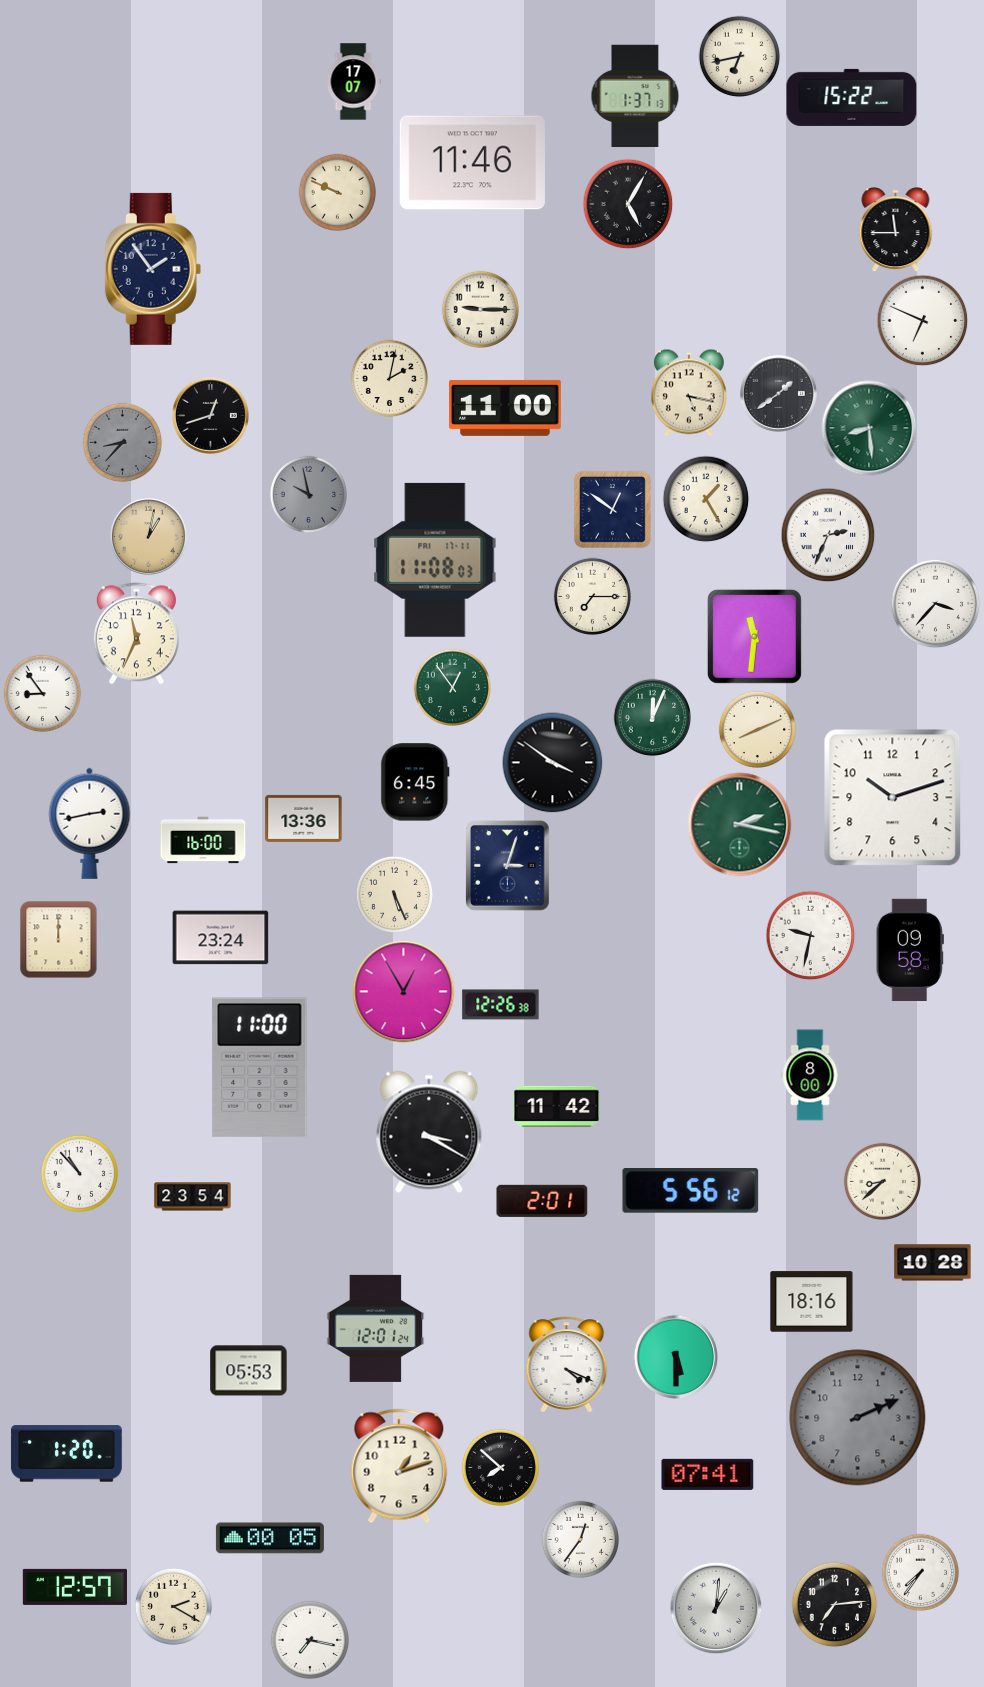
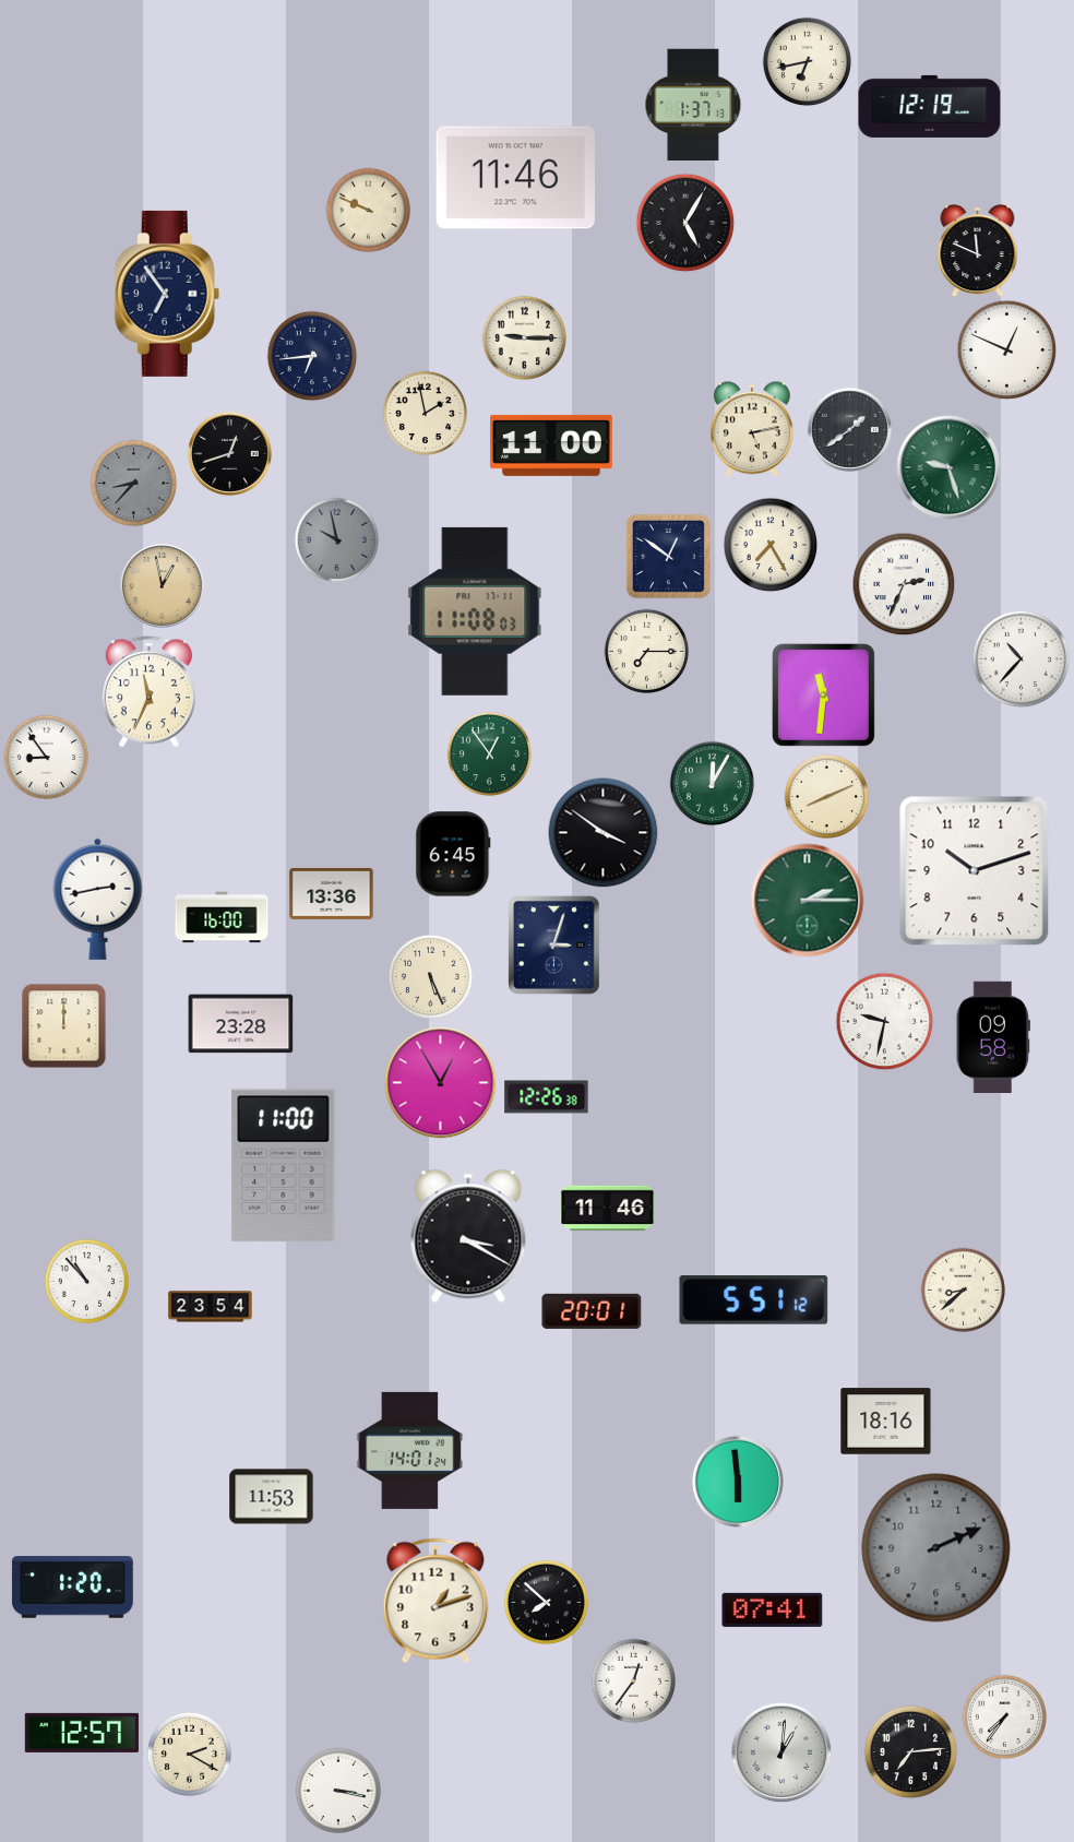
clock at (353, 82): 17:07 -> none
clock at (852, 97): 15:22 -> 12:19
clock at (896, 230): 11:45 -> 11:49
clock at (153, 269): 1:54 -> 6:54
clock at (922, 320): 6:49 -> 12:49
clock at (312, 356): none -> 6:44
clock at (389, 378): 2:02 -> 1:58
clock at (689, 393): 5:17 -> 5:13
clock at (869, 428): 8:29 -> 9:27
clock at (706, 499): 1:25 -> 7:25
clock at (148, 536): 1:02 -> 12:58
clock at (935, 603): 3:37 -> 10:37
clock at (452, 687) position: (452, 687) -> (489, 753)
clock at (652, 717): 12:04 -> 12:05
clock at (740, 825): 2:17 -> 2:15
clock at (221, 938): 23:24 -> 23:28
clock at (810, 1075): 8:00 -> none
clock at (557, 1107): 11:42 -> 11:46
clock at (691, 1191): 5:56 -> 5:51
clock at (542, 1201): 2:01 -> 20:01
clock at (933, 1263): 10:28 -> none
clock at (376, 1328): 12:01 -> 14:01
clock at (675, 1356): 5:30 -> 5:59
clock at (567, 1365): 4:19 -> none
clock at (249, 1371): 05:53 -> 11:53
clock at (270, 1538): 00:05 -> none
clock at (716, 1608) position: (716, 1608) -> (781, 1752)
clock at (310, 1640): 7:17 -> 3:17
